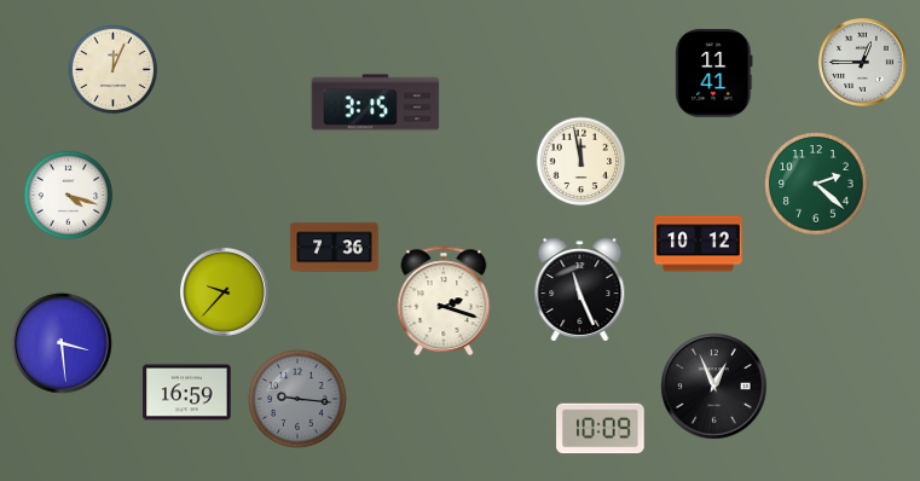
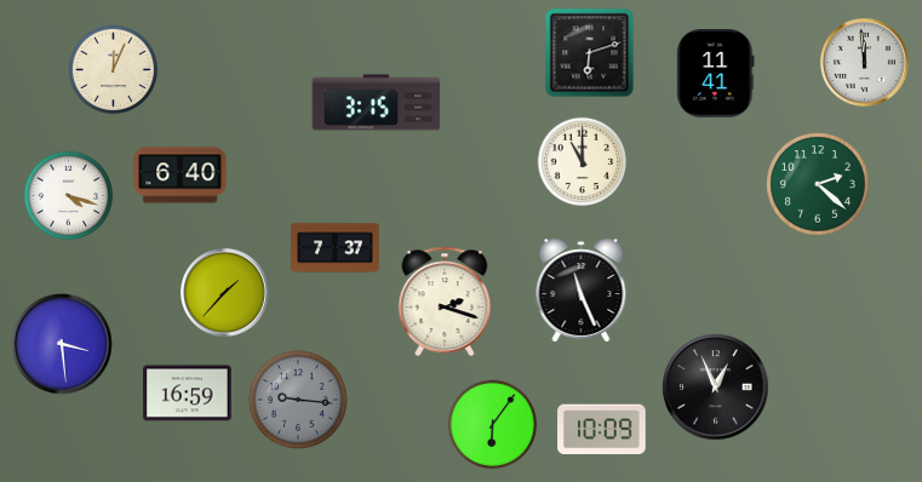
clock at (590, 53): none -> 6:12
clock at (863, 63): 12:45 -> 11:59
clock at (581, 162): 11:58 -> 11:00
clock at (181, 176): none -> 6:40
clock at (699, 244): 10:12 -> none
clock at (335, 248): 7:36 -> 7:37
clock at (225, 292): 9:37 -> 1:37
clock at (493, 425): none -> 6:06
